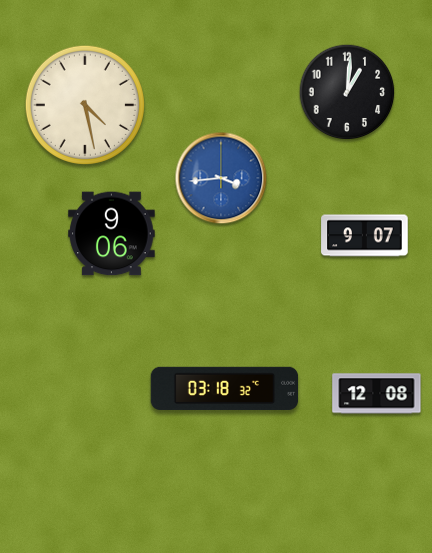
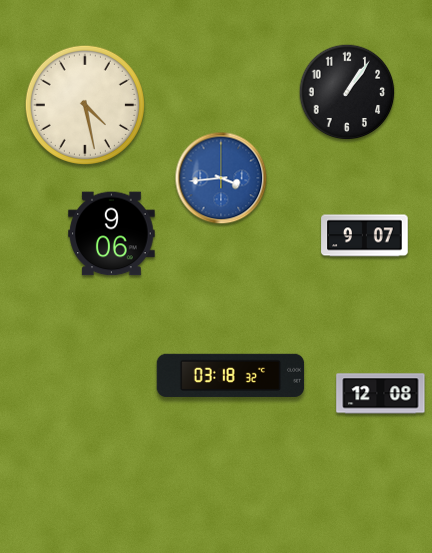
clock at (347, 92): 1:01 -> 1:06
clock at (225, 388) position: (225, 388) -> (231, 375)
clock at (377, 394) position: (377, 394) -> (381, 394)
